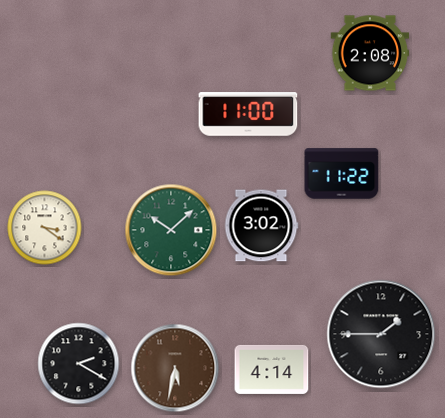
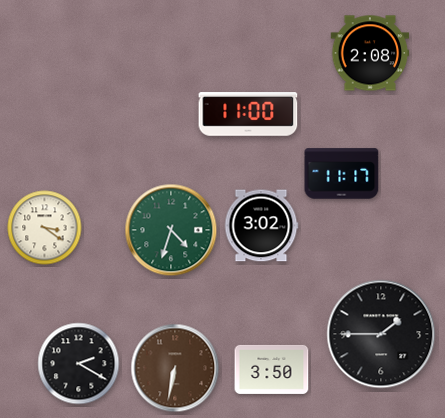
clock at (342, 174): 11:22 -> 11:17
clock at (171, 230): 10:08 -> 4:33
clock at (175, 368): 5:32 -> 6:32
clock at (272, 369): 4:14 -> 3:50
